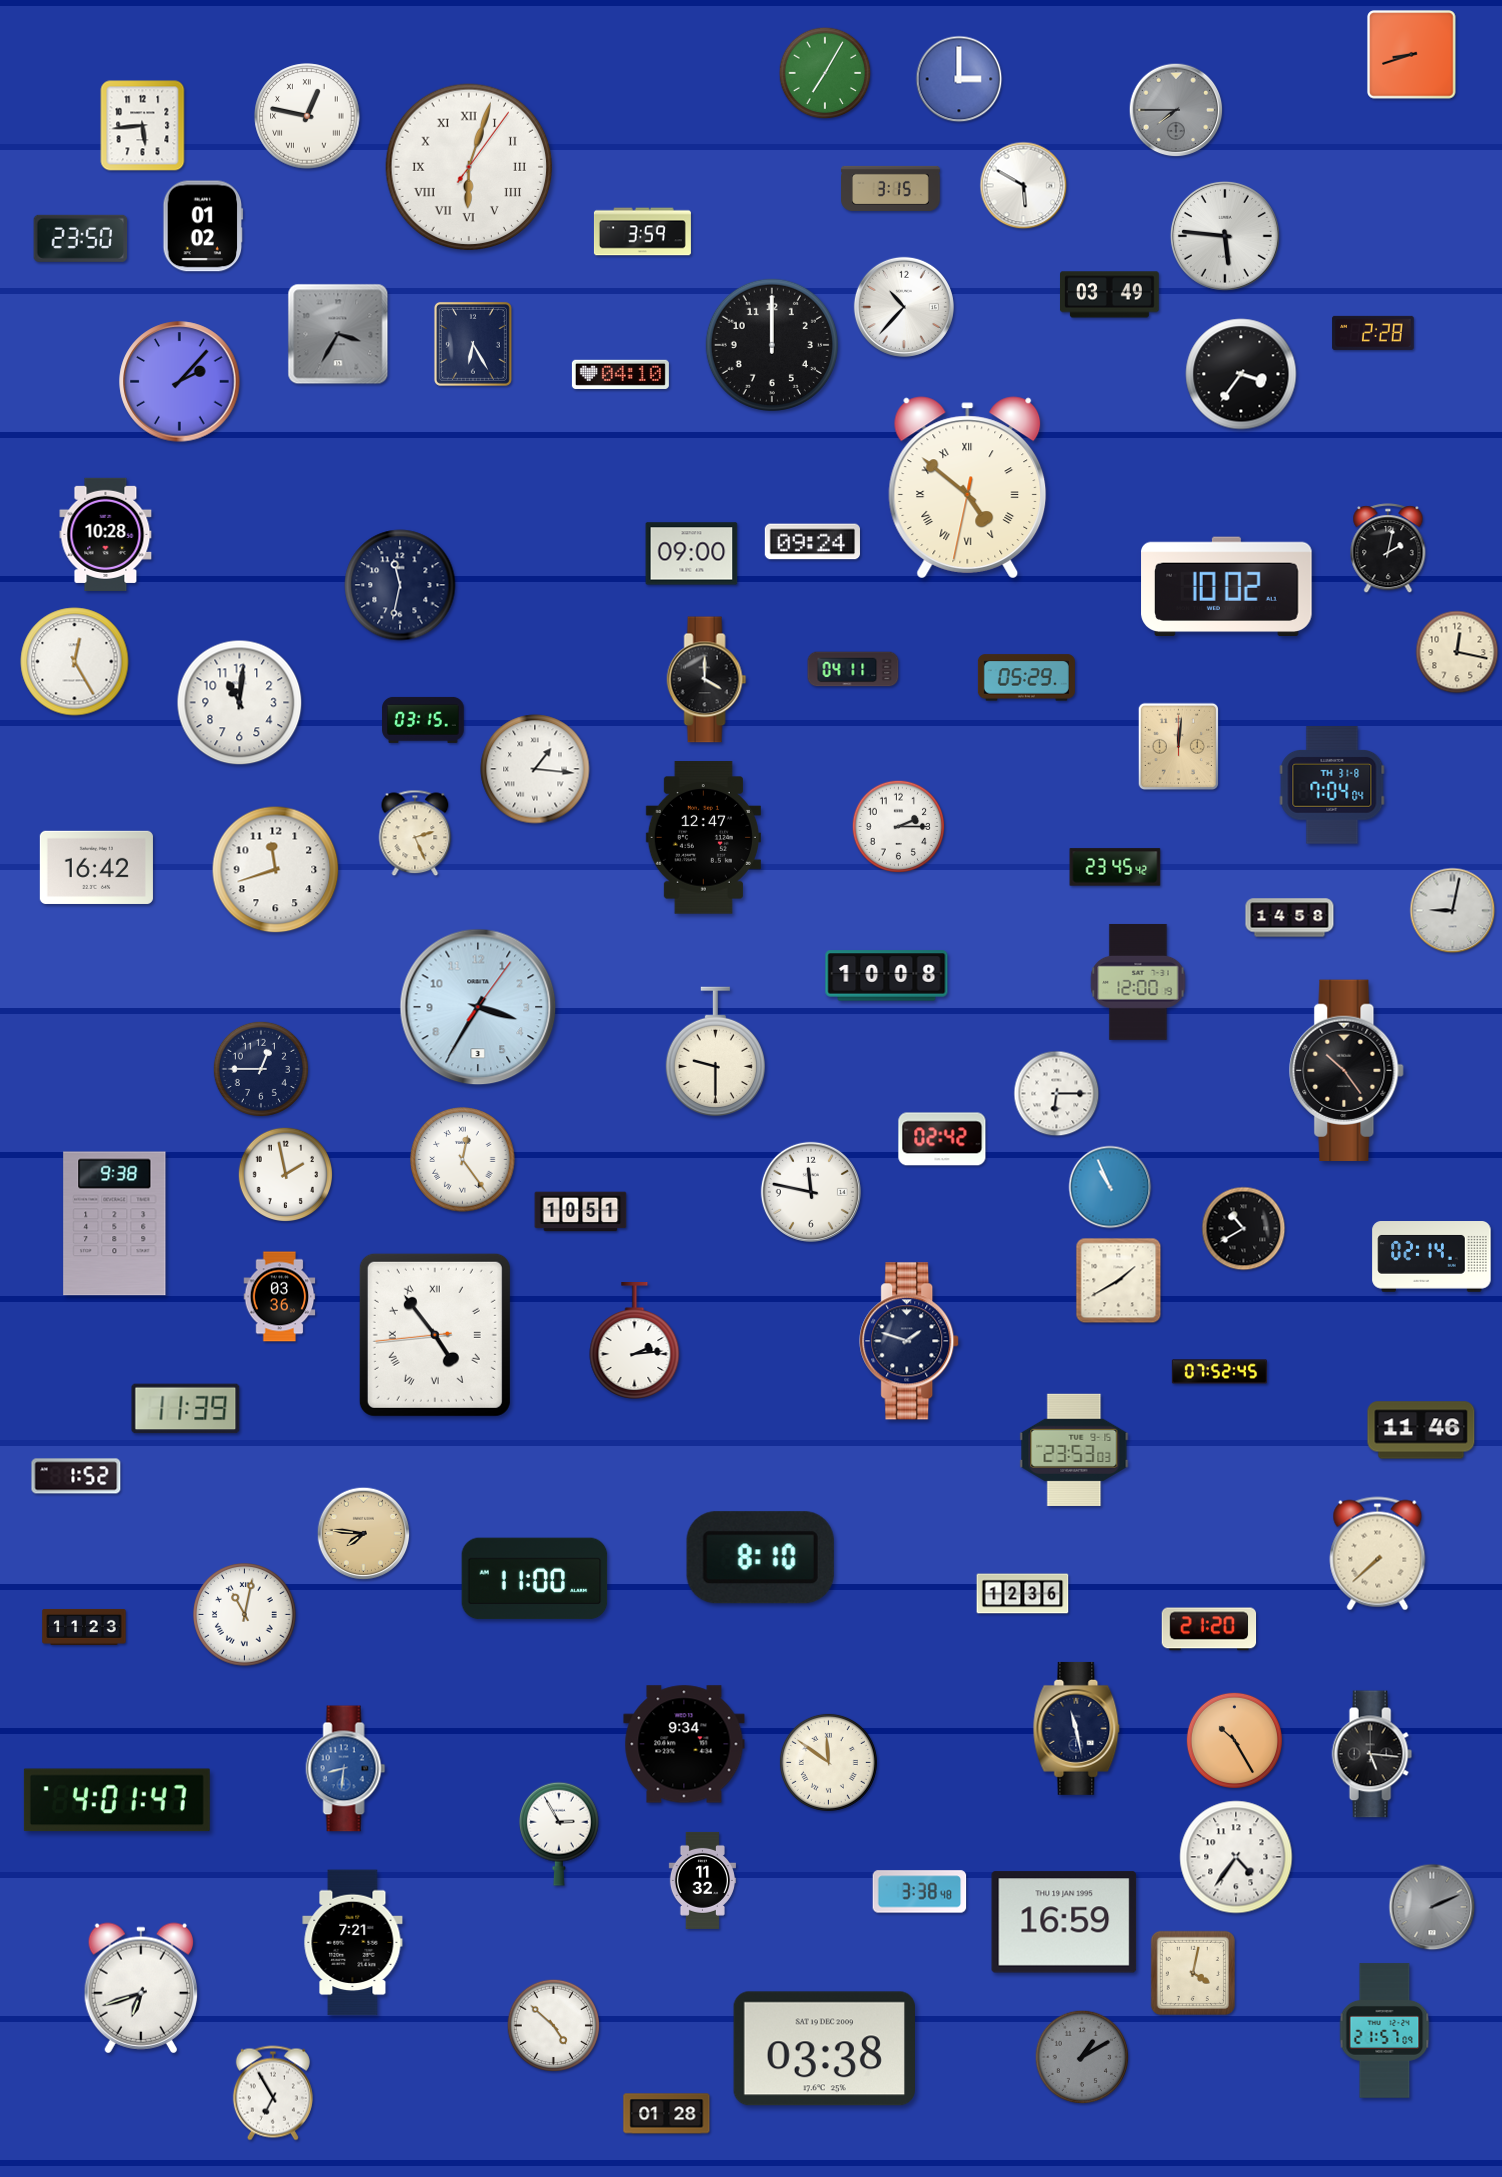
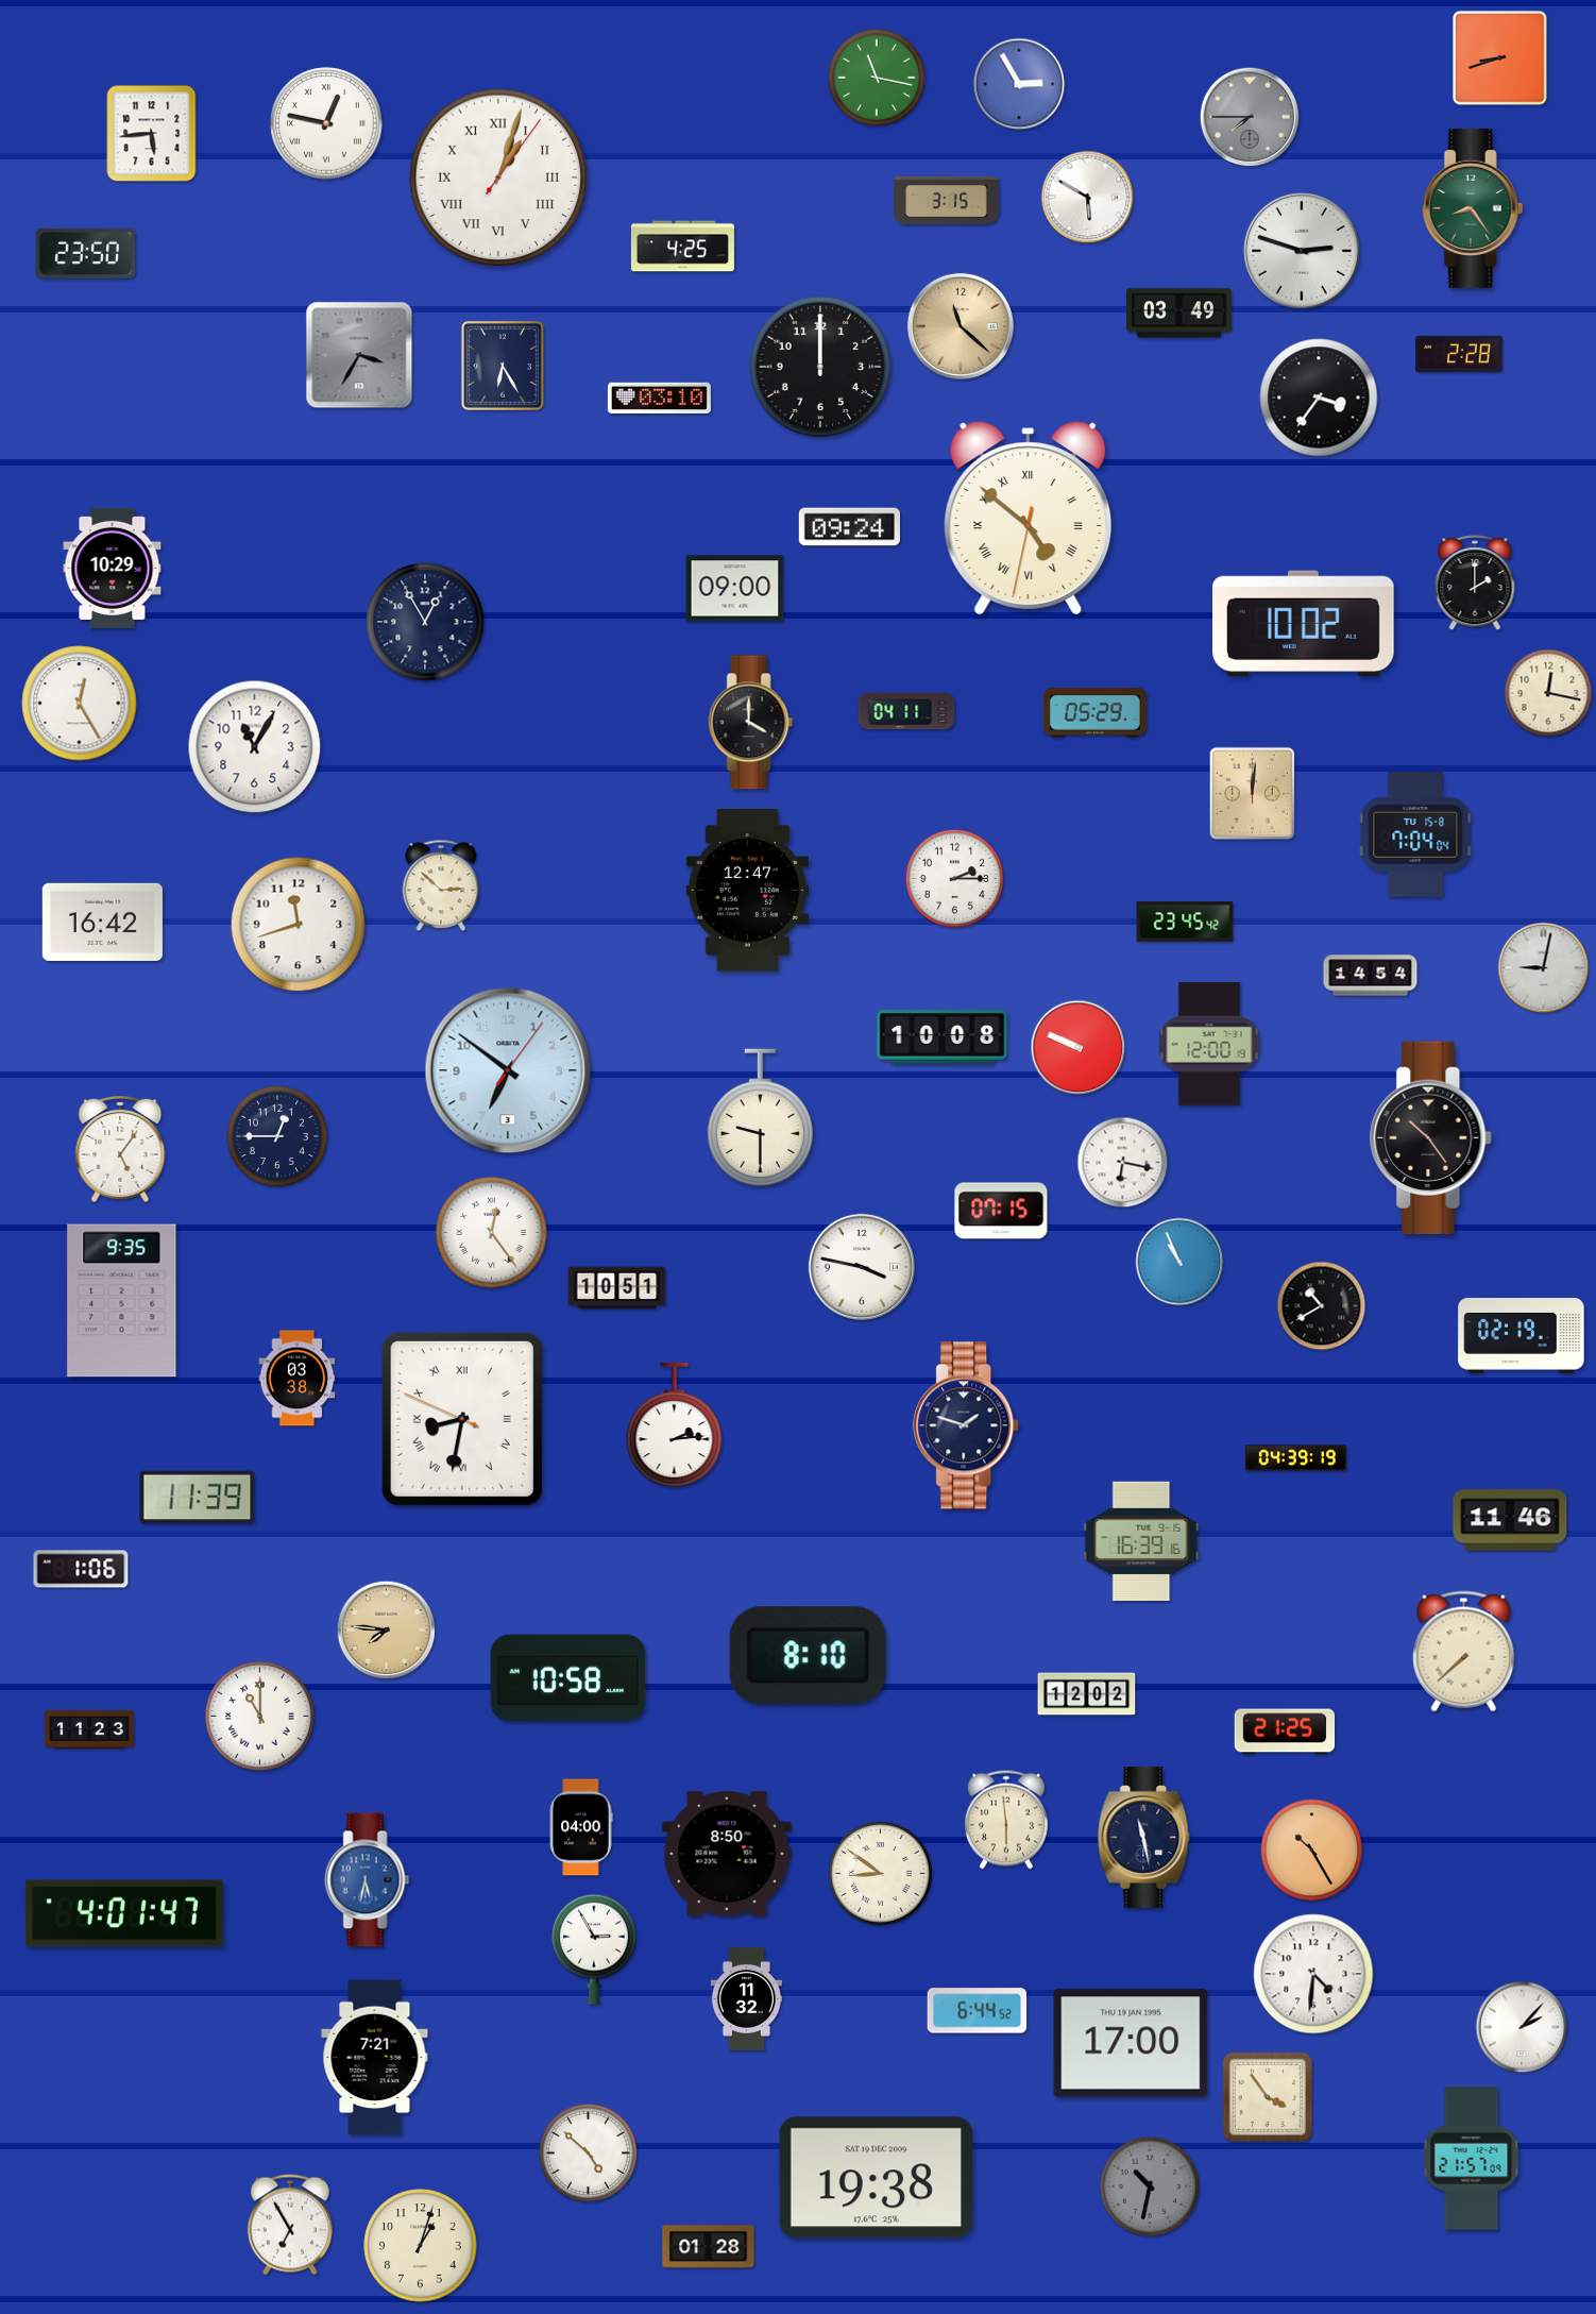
clock at (825, 73): 7:05 -> 11:17
clock at (959, 79): 3:00 -> 2:55
clock at (469, 167): 6:03 -> 1:03
clock at (1473, 208): none -> 8:24
clock at (203, 226): 01:02 -> none
clock at (642, 232): 3:59 -> 4:25
clock at (1225, 236): 5:46 -> 2:48
clock at (904, 307): 10:37 -> 11:22
clock at (904, 307) dial: white -> champagne
clock at (620, 374): 04:10 -> 03:10
clock at (180, 382): 2:07 -> none
clock at (106, 534): 10:28 -> 10:29
clock at (812, 542) position: (812, 542) -> (849, 527)
clock at (1388, 549): 2:02 -> 2:00
clock at (400, 585): 11:32 -> 12:55
clock at (1026, 678) position: (1026, 678) -> (1094, 713)
clock at (240, 703): 11:01 -> 11:05
clock at (423, 720): 03:15 -> none
clock at (535, 769): 1:16 -> none
clock at (1332, 785) date: TH 31-8 -> TU 15-8
clock at (415, 833): 2:26 -> 2:52
clock at (276, 870) position: (276, 870) -> (299, 925)
clock at (1290, 918): 14:58 -> 14:54
clock at (1079, 1048): none -> 9:49
clock at (478, 1007): 3:35 -> 6:51
clock at (120, 1149): none -> 5:06
clock at (1057, 1094): 6:15 -> 6:17
clock at (942, 1139): 02:42 -> 07:15
clock at (285, 1174): 1:58 -> none
clock at (811, 1192): 11:47 -> 3:47
clock at (115, 1224): 9:38 -> 9:35
clock at (1432, 1257): 02:14 -> 02:19
clock at (1119, 1281): 1:40 -> none
clock at (280, 1297): 03:36 -> 03:38
clock at (435, 1335): 4:53 -> 8:31
clock at (1219, 1372): 07:52 -> 04:39
clock at (1074, 1449): 23:53 -> 16:39
clock at (76, 1476): 1:52 -> 1:06
clock at (535, 1579): 11:00 -> 10:58
clock at (1023, 1594): 12:36 -> 12:02
clock at (245, 1615): 11:02 -> 11:00
clock at (1209, 1629): 21:20 -> 21:25
clock at (1006, 1820): none -> 5:59
clock at (581, 1827): none -> 04:00
clock at (684, 1744): 9:34 -> 8:50
clock at (1372, 1754): 5:16 -> none
clock at (828, 1762): 11:51 -> 8:51
clock at (346, 1769): 8:31 -> 5:32
clock at (1236, 1857): 4:36 -> 4:31
clock at (920, 1892): 3:38 -> 6:44
clock at (1432, 1907): 2:11 -> 2:07
clock at (1432, 1907) dial: grey -> white
clock at (1064, 1922): 16:59 -> 17:00
clock at (353, 1943) position: (353, 1943) -> (375, 2058)
clock at (1193, 1973): 4:02 -> 3:54
clock at (140, 1988): 6:42 -> none
clock at (824, 2049): 03:38 -> 19:38
clock at (1082, 2057): 1:10 -> 10:32
clock at (421, 2246): none -> 1:03
